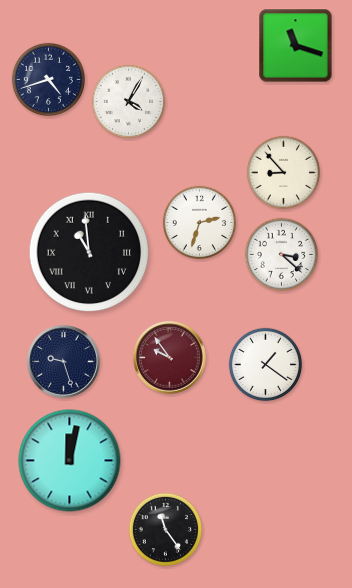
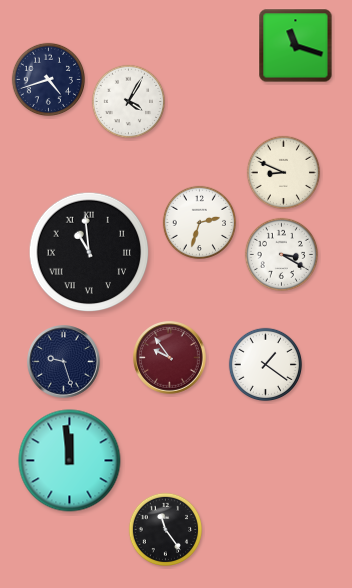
clock at (283, 172): 8:53 -> 8:49
clock at (281, 254): 3:22 -> 3:20
clock at (70, 461): 12:02 -> 11:59
